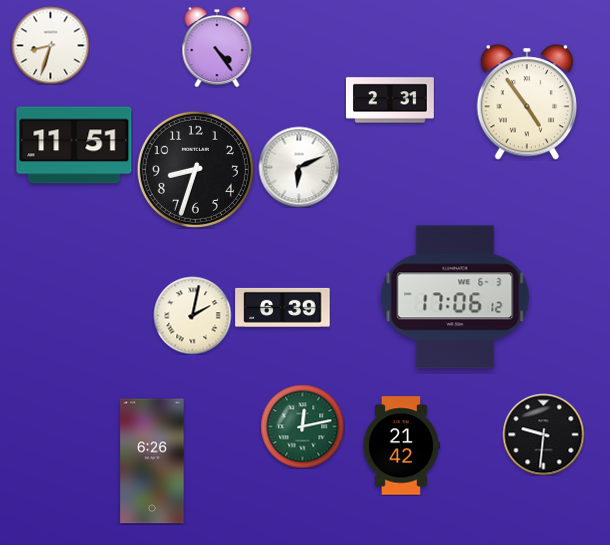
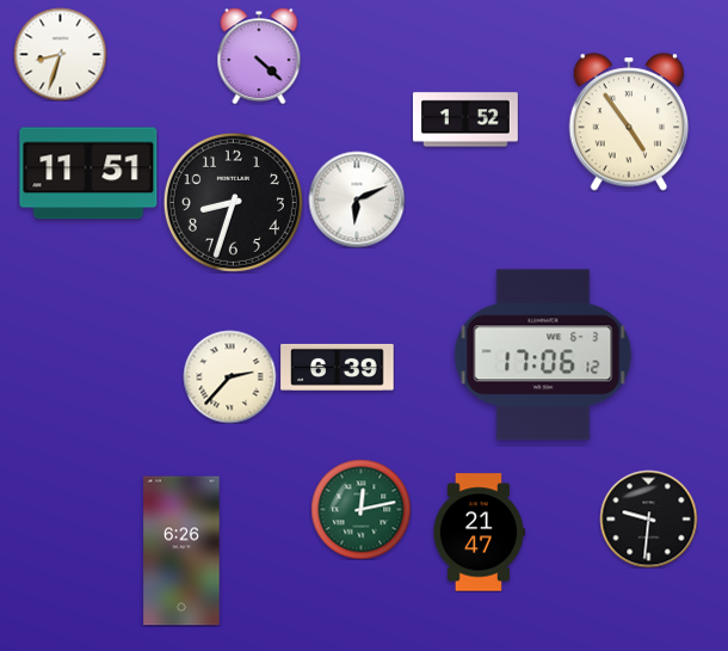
clock at (217, 47): 4:24 -> 4:22
clock at (390, 100): 2:31 -> 1:52
clock at (192, 315): 2:02 -> 2:37
clock at (401, 446): 21:42 -> 21:47
